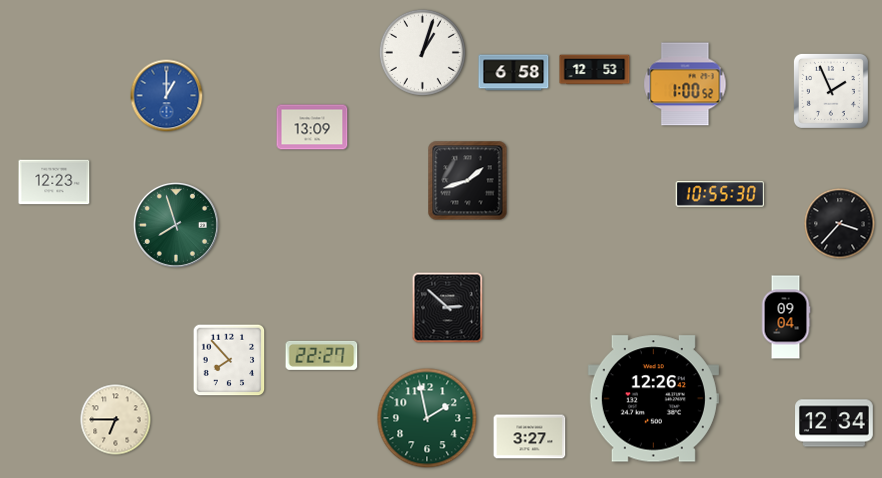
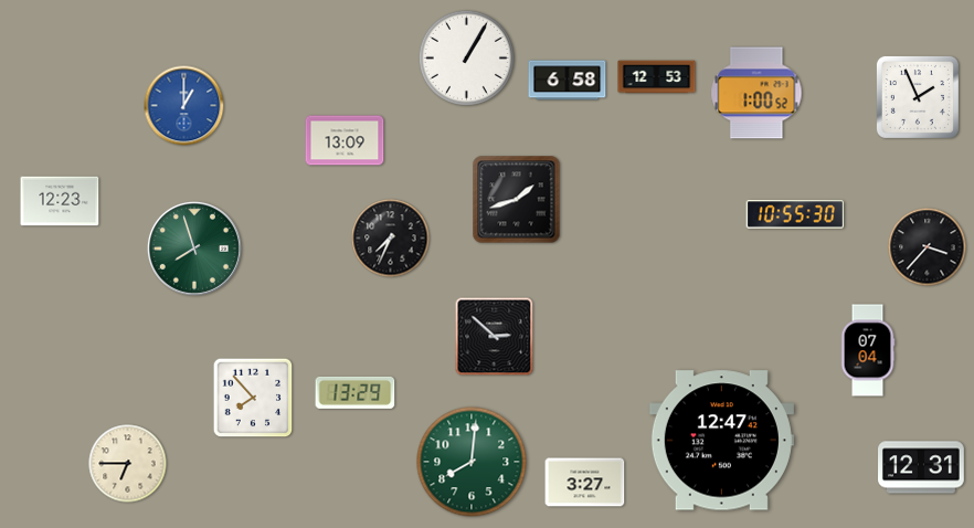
clock at (422, 52): 1:03 -> 1:05
clock at (831, 91) position: (831, 91) -> (918, 97)
clock at (391, 239): none -> 7:34
clock at (448, 308) position: (448, 308) -> (495, 337)
clock at (786, 317): 09:04 -> 07:04
clock at (322, 355): 22:27 -> 13:29
clock at (653, 399): 12:26 -> 12:47
clock at (427, 418): 1:58 -> 8:01
clock at (834, 423): 12:34 -> 12:31
